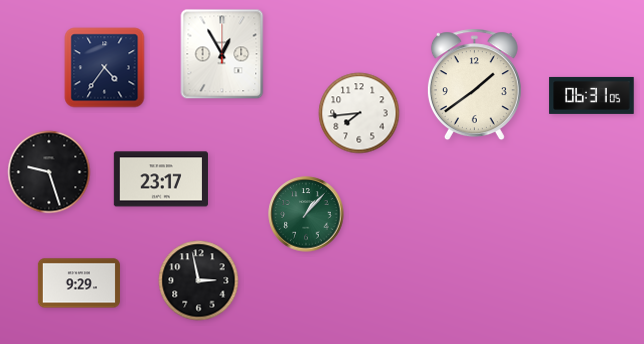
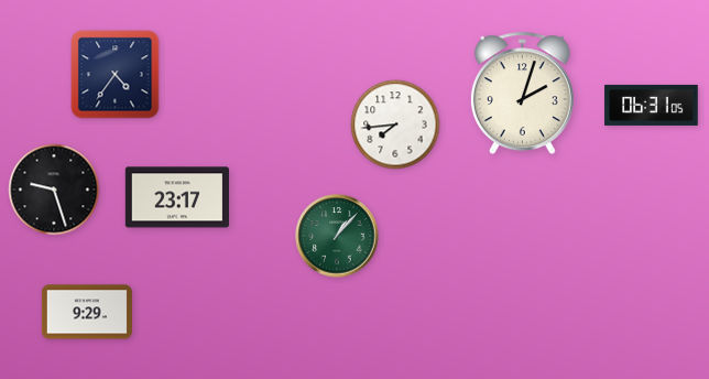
clock at (222, 54): 12:55 -> none
clock at (474, 85): 1:39 -> 2:03
clock at (199, 281): 2:58 -> none
